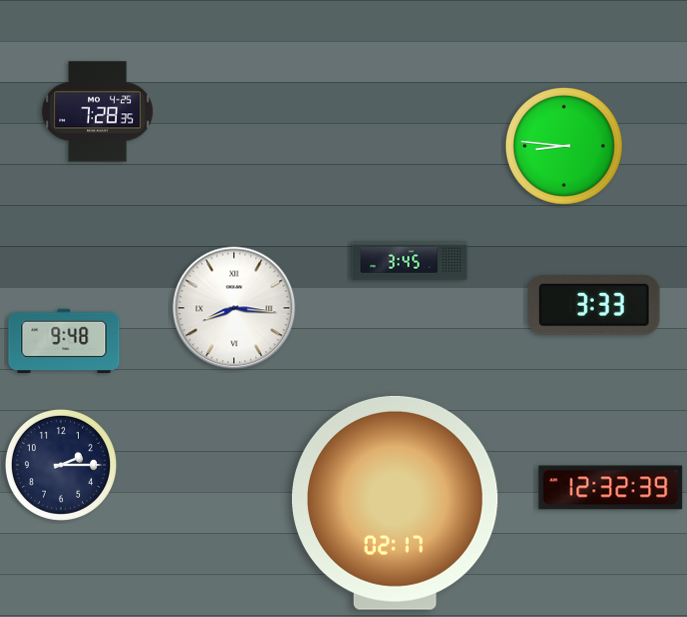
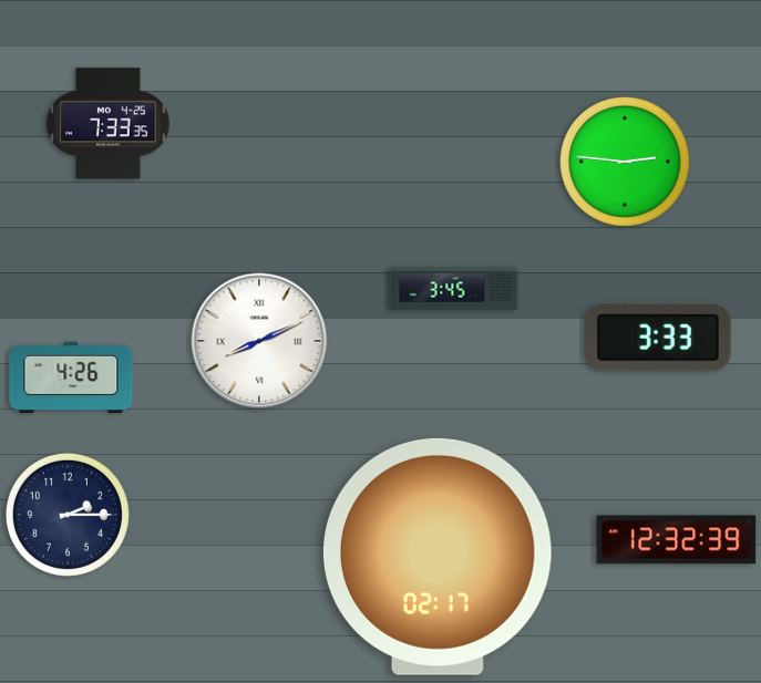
clock at (98, 112): 7:28 -> 7:33
clock at (564, 146): 8:46 -> 2:46
clock at (234, 308): 8:16 -> 8:11
clock at (64, 340): 9:48 -> 4:26
